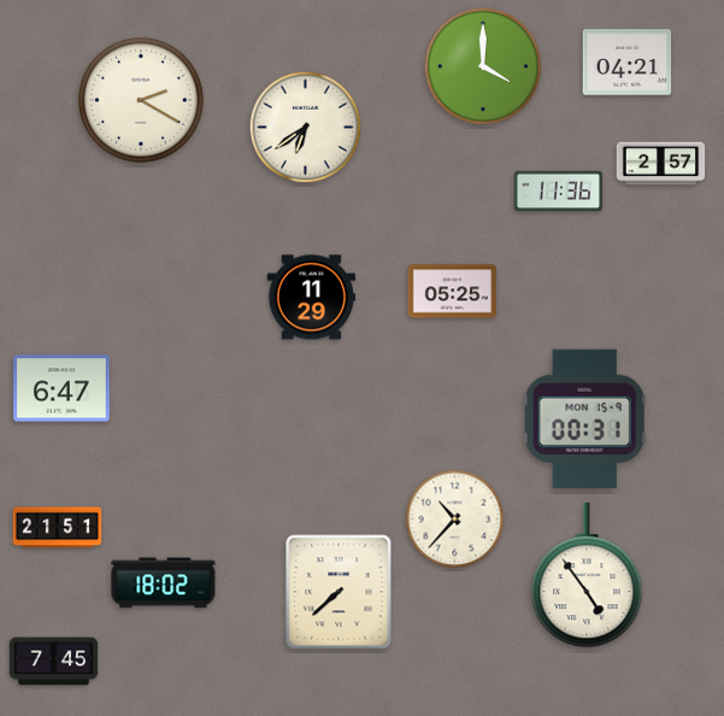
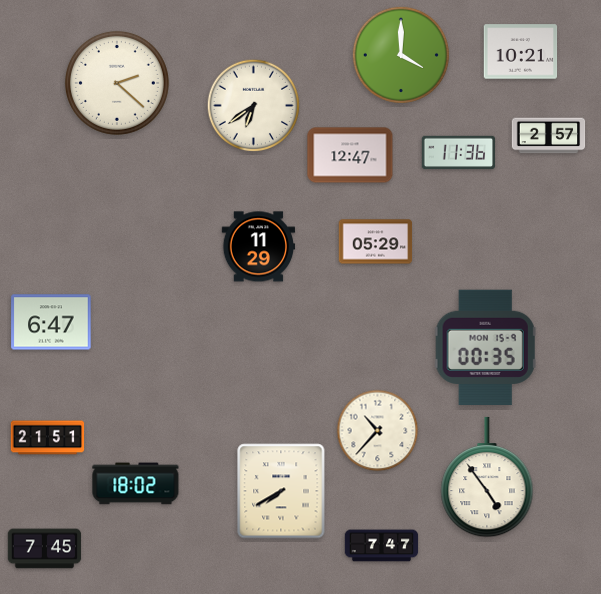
clock at (628, 63): 04:21 -> 10:21
clock at (141, 100): 2:20 -> 2:22
clock at (350, 155): none -> 12:47
clock at (559, 192) position: (559, 192) -> (459, 153)
clock at (453, 292): 05:25 -> 05:29
clock at (584, 419): 00:31 -> 00:35
clock at (339, 592): 7:38 -> 7:40
clock at (382, 546): none -> 7:47
